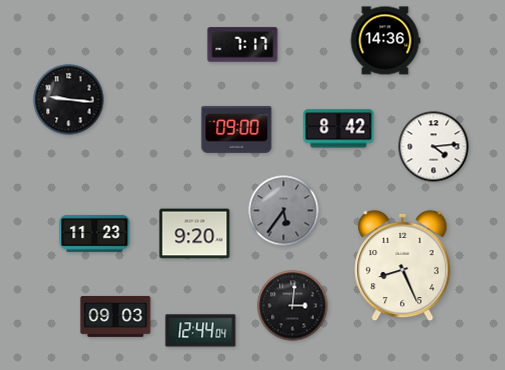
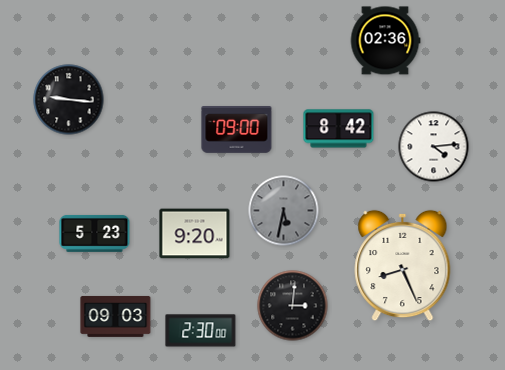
clock at (385, 41): 14:36 -> 02:36
clock at (243, 45): 7:17 -> none
clock at (284, 211): 5:36 -> 5:32
clock at (95, 233): 11:23 -> 5:23
clock at (201, 331): 12:44 -> 2:30
